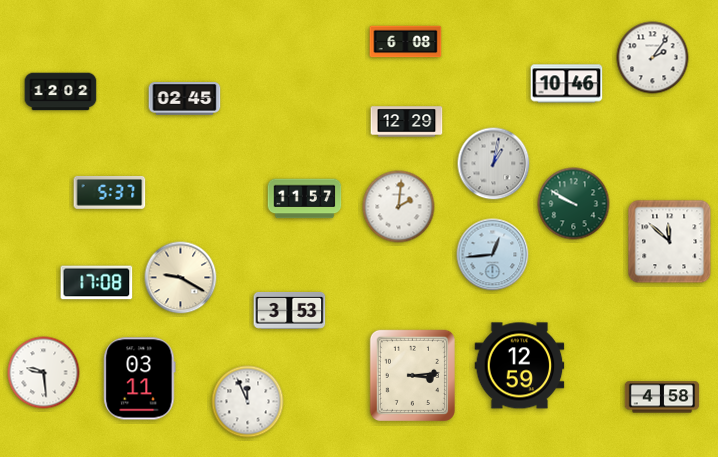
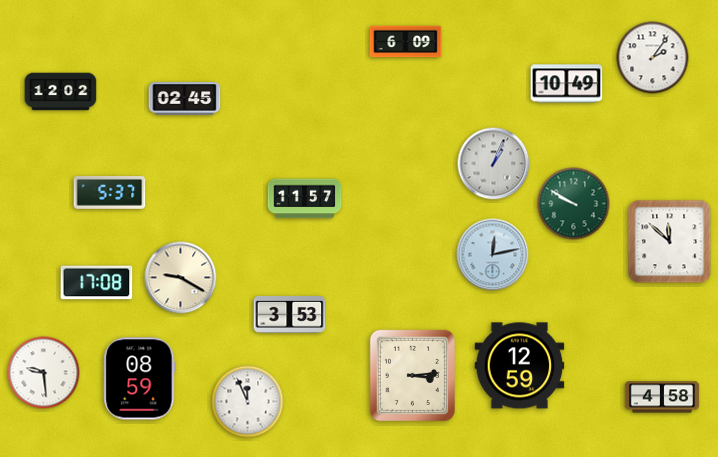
clock at (406, 42): 6:08 -> 6:09
clock at (567, 84): 10:46 -> 10:49
clock at (407, 122): 12:29 -> none
clock at (494, 164): 1:02 -> 1:04
clock at (399, 207): 2:01 -> none
clock at (493, 255): 12:44 -> 12:13
clock at (290, 310) position: (290, 310) -> (290, 314)
clock at (140, 379): 03:11 -> 08:59
